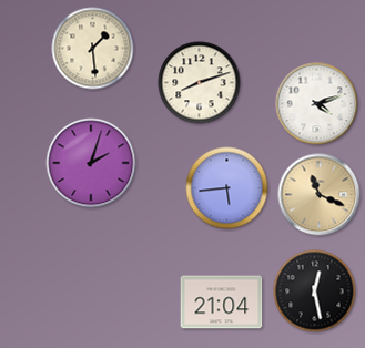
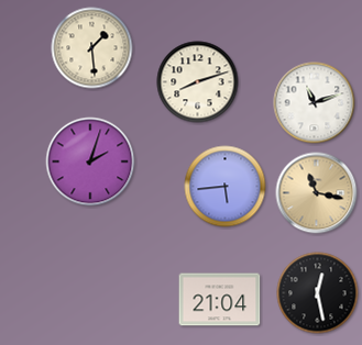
clock at (317, 104): 4:12 -> 11:12
clock at (320, 195): 11:19 -> 11:17
clock at (315, 291) position: (315, 291) -> (318, 293)
